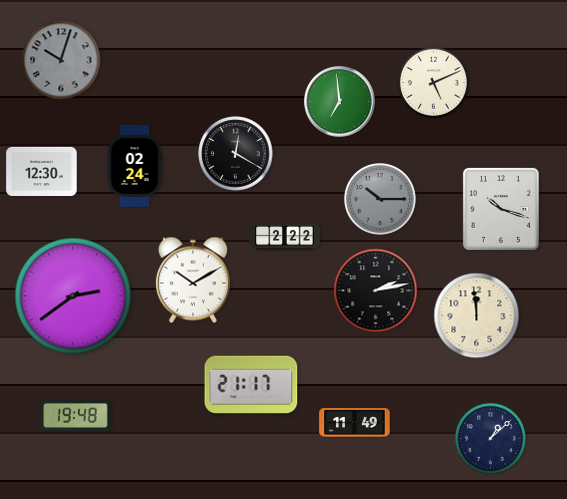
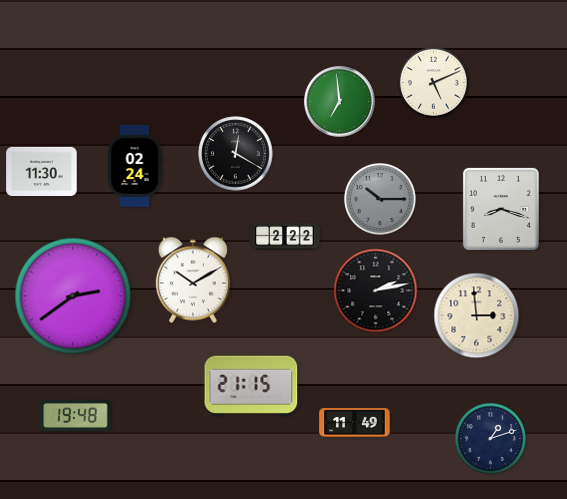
clock at (61, 60): 10:03 -> none
clock at (42, 171): 12:30 -> 11:30
clock at (501, 209): 10:18 -> 8:18
clock at (477, 316): 11:59 -> 2:59
clock at (251, 386): 21:17 -> 21:15
clock at (490, 438): 1:08 -> 1:12
